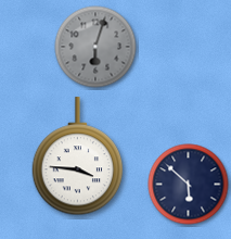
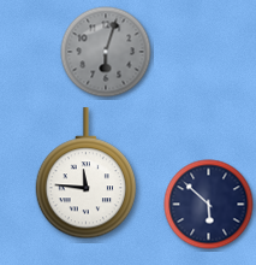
clock at (78, 156): 3:46 -> 11:46
